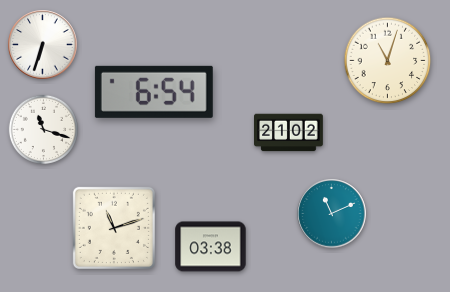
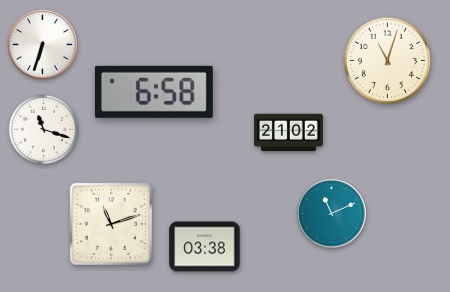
clock at (154, 92): 6:54 -> 6:58
clock at (114, 228) position: (114, 228) -> (111, 224)
clock at (211, 247) position: (211, 247) -> (205, 247)
